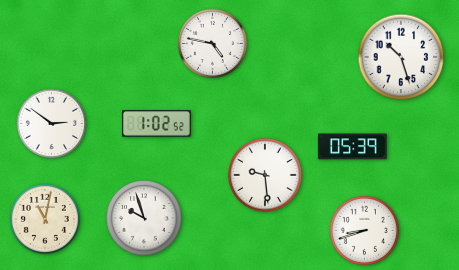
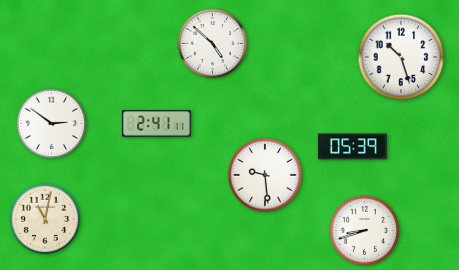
clock at (212, 43): 4:47 -> 4:52
clock at (157, 124): 1:02 -> 2:41
clock at (144, 218): 9:57 -> none
